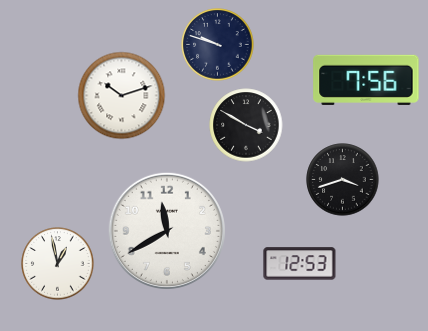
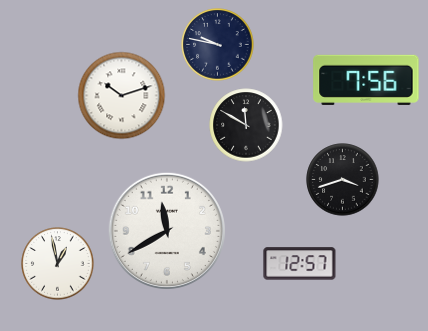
clock at (218, 45): 9:48 -> 9:47
clock at (246, 125): 3:50 -> 11:50
clock at (300, 264): 12:53 -> 12:57
